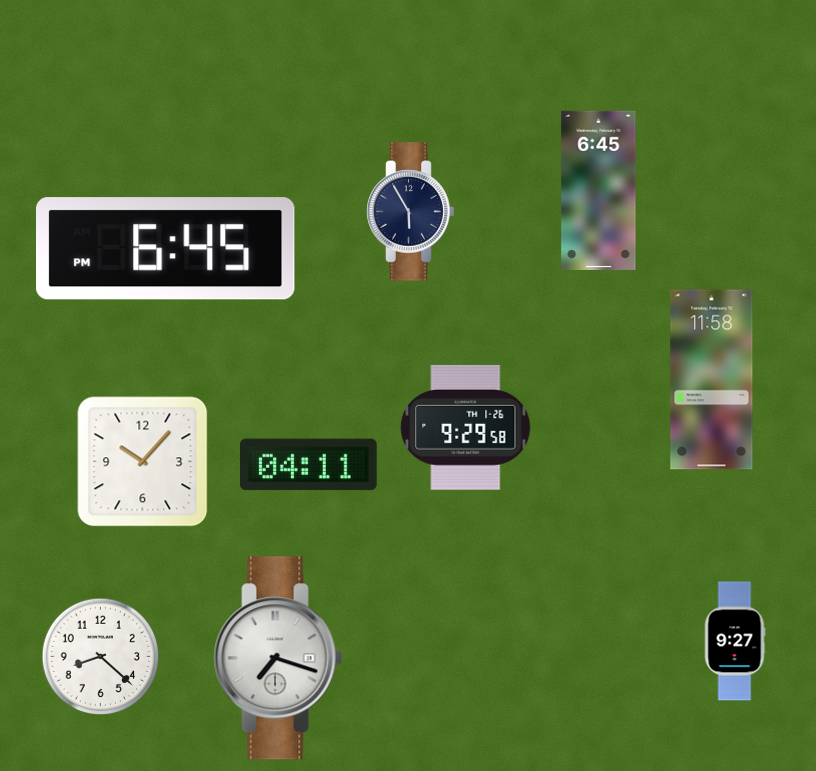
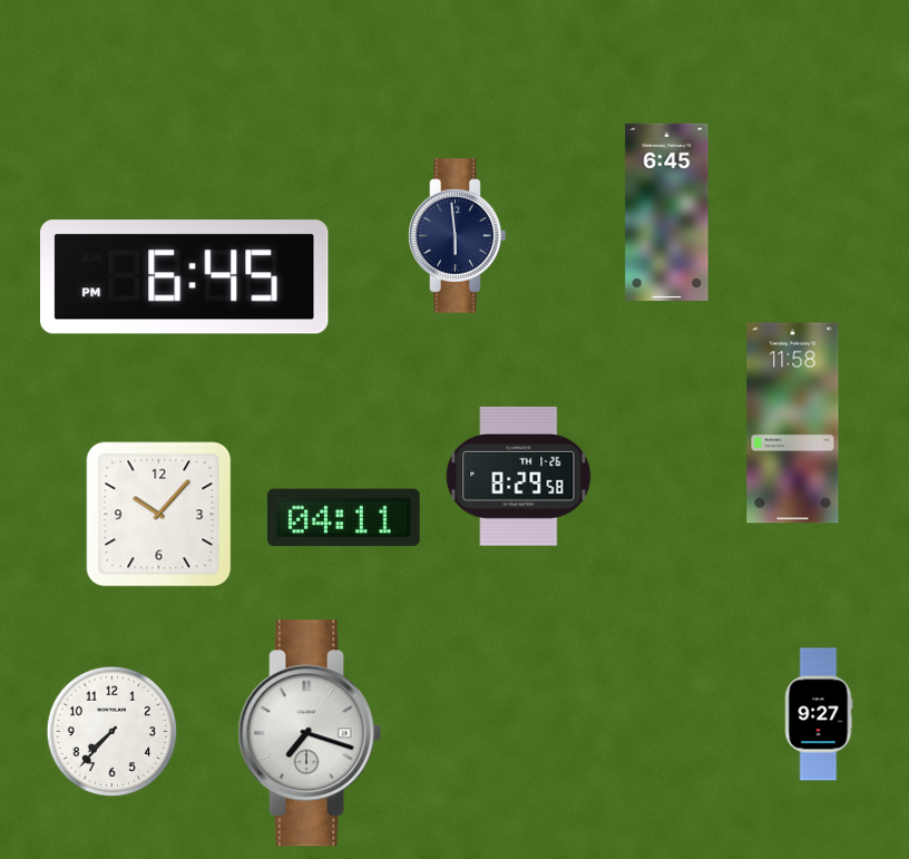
clock at (411, 212): 5:55 -> 5:59
clock at (466, 427): 9:29 -> 8:29
clock at (101, 657): 8:22 -> 7:37
